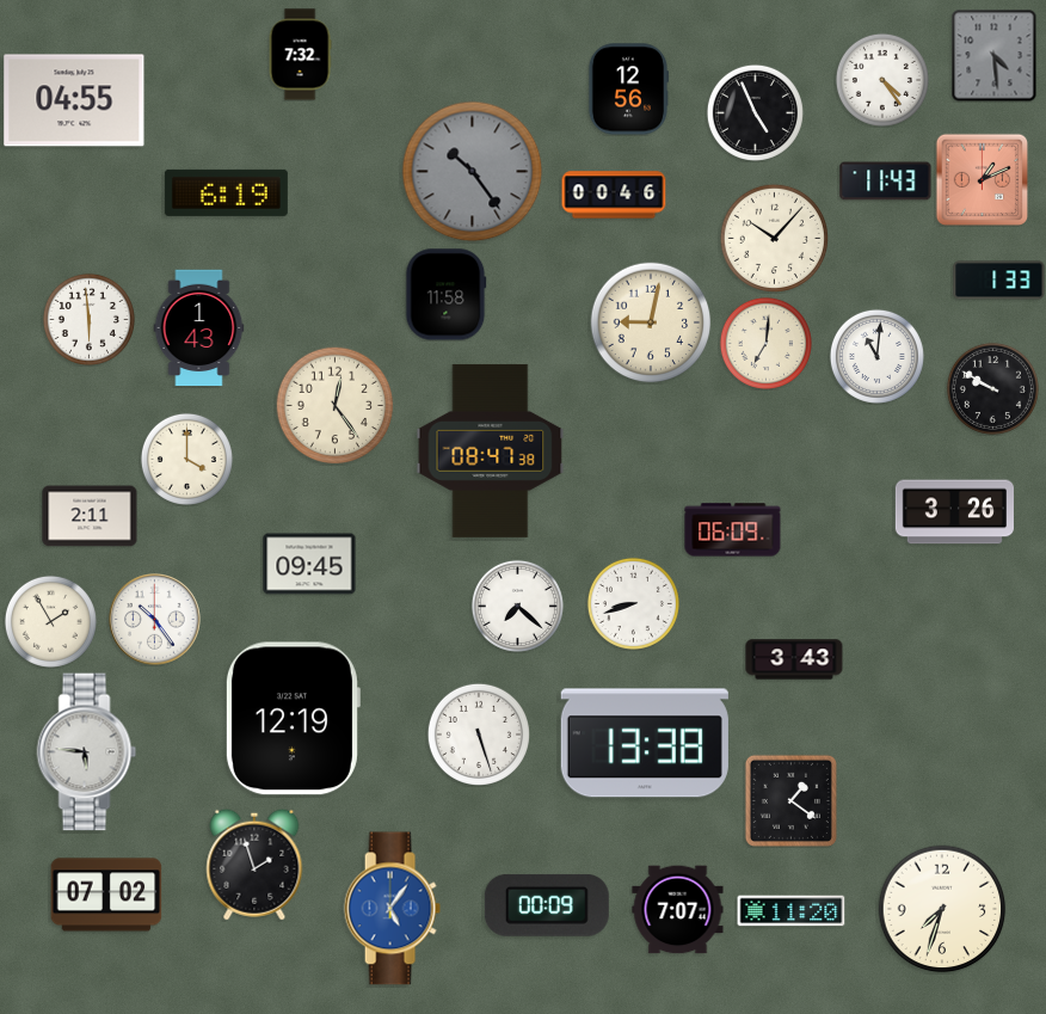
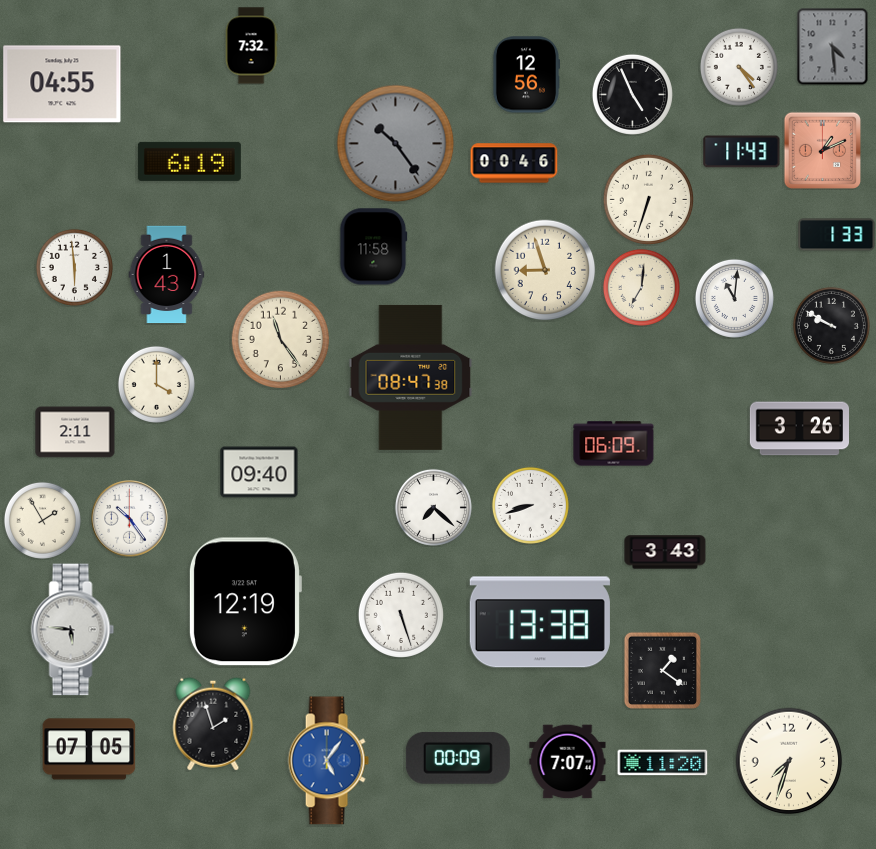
clock at (774, 238): 10:07 -> 6:33
clock at (651, 322): 9:02 -> 8:57
clock at (336, 406): 12:24 -> 11:24
clock at (309, 564): 09:45 -> 09:40
clock at (106, 895): 07:02 -> 07:05
